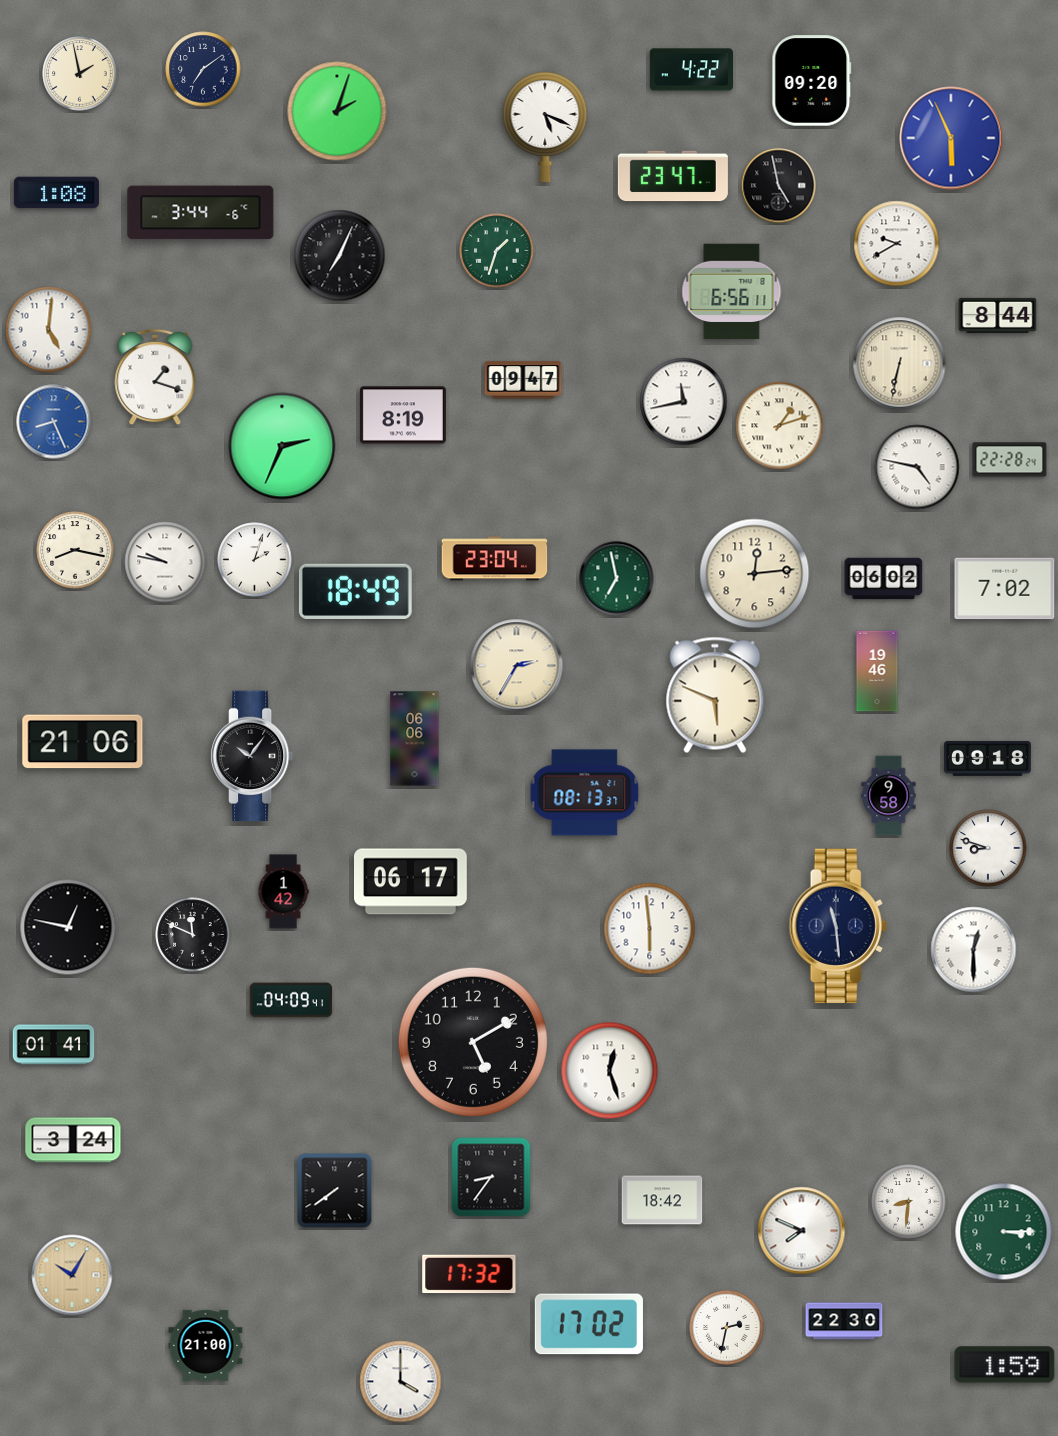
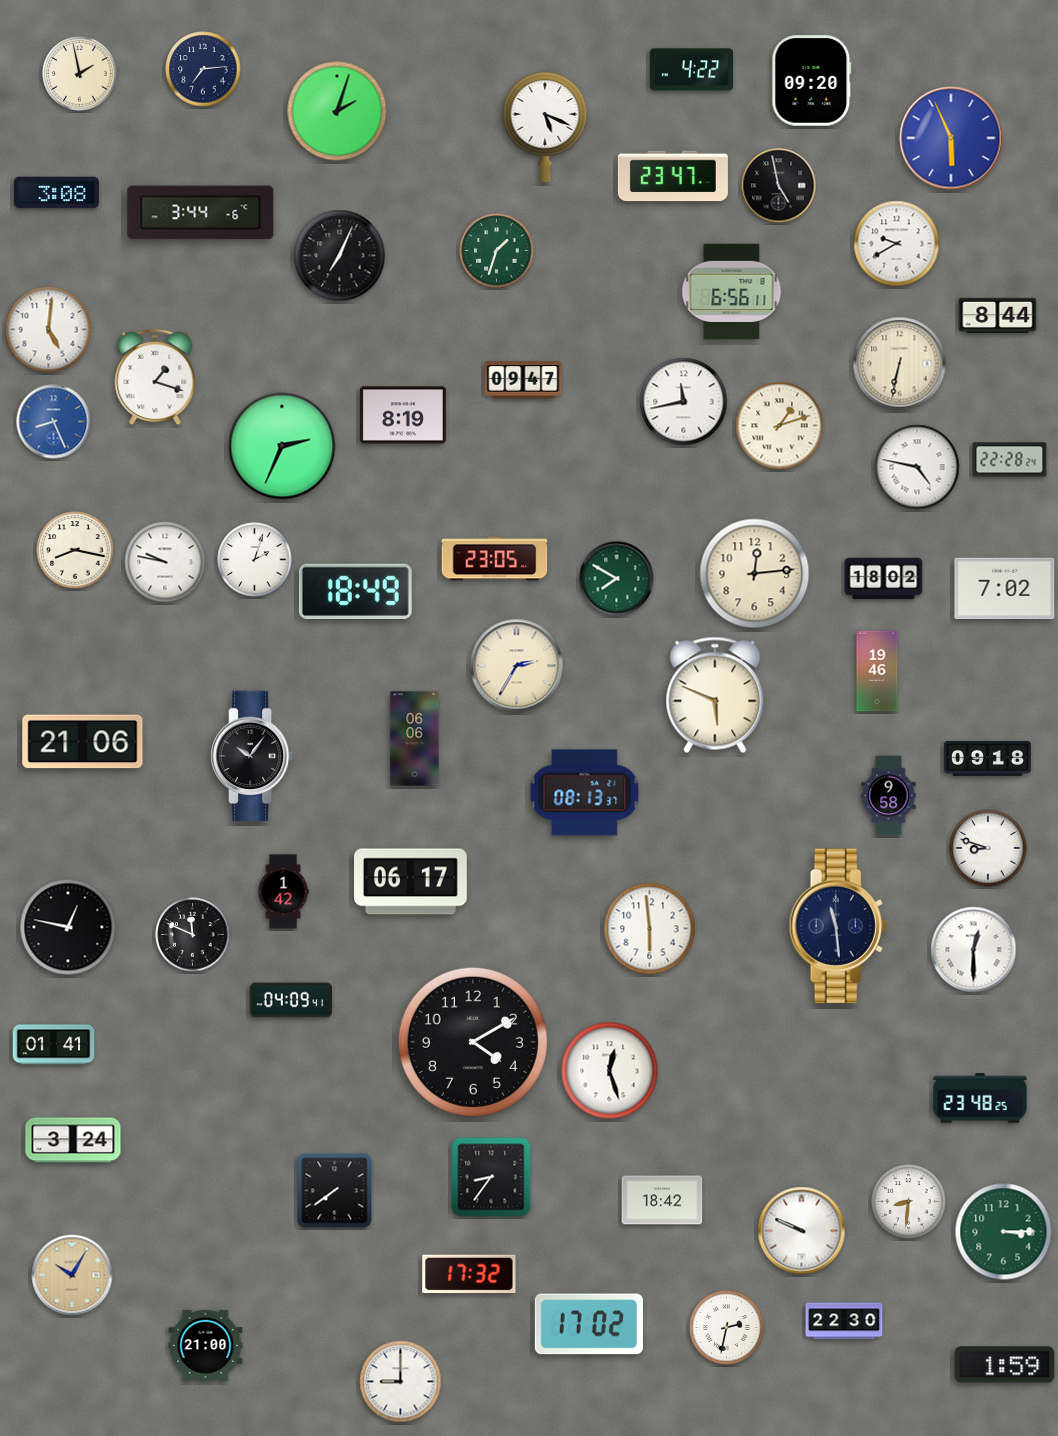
clock at (203, 69): 7:09 -> 7:14
clock at (56, 193): 1:08 -> 3:08
clock at (495, 559): 23:04 -> 23:05
clock at (617, 579): 6:58 -> 7:50
clock at (884, 579): 06:02 -> 18:02
clock at (473, 1042): 5:10 -> 4:10
clock at (980, 1098): none -> 23:48
clock at (802, 1231): 7:49 -> 9:49
clock at (401, 1382): 4:00 -> 9:00
